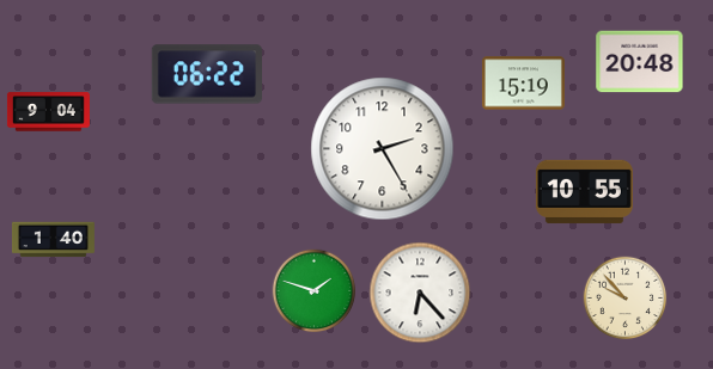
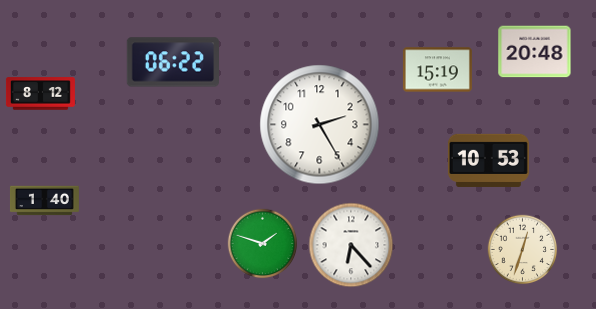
clock at (48, 112): 9:04 -> 8:12
clock at (584, 191): 10:55 -> 10:53
clock at (626, 299): 9:53 -> 12:33
